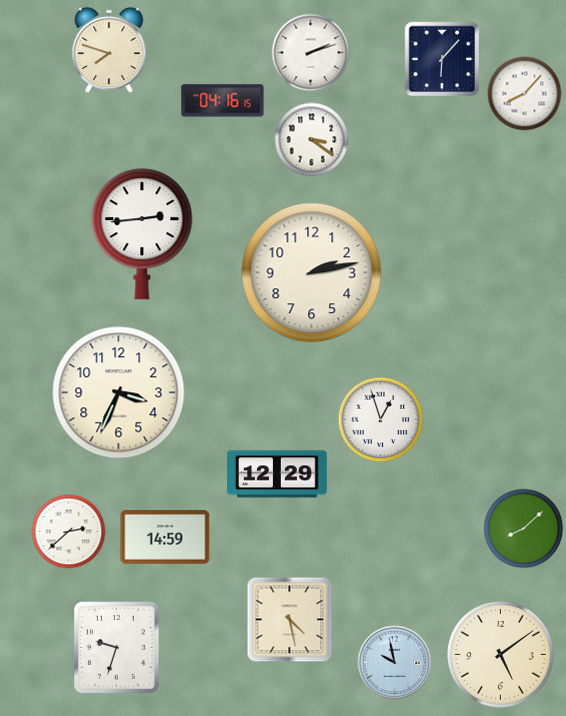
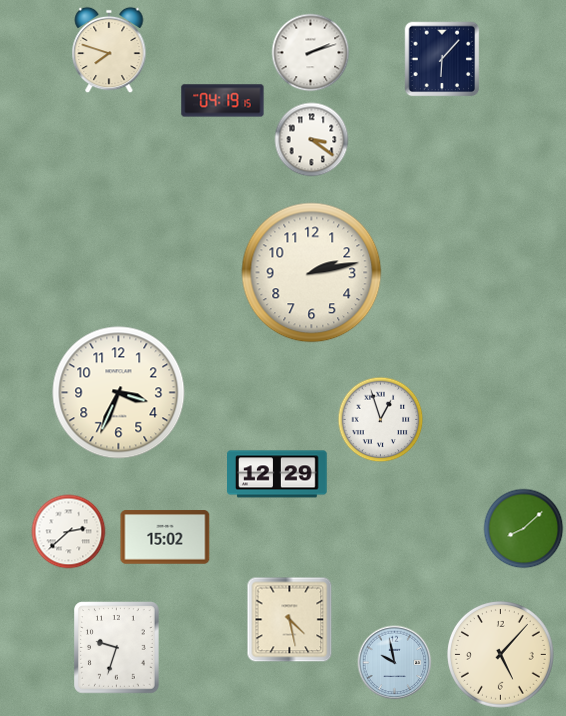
clock at (525, 94): 8:07 -> none
clock at (223, 101): 04:16 -> 04:19
clock at (142, 234): 2:44 -> none
clock at (165, 537): 14:59 -> 15:02
clock at (501, 655): 5:09 -> 5:07
